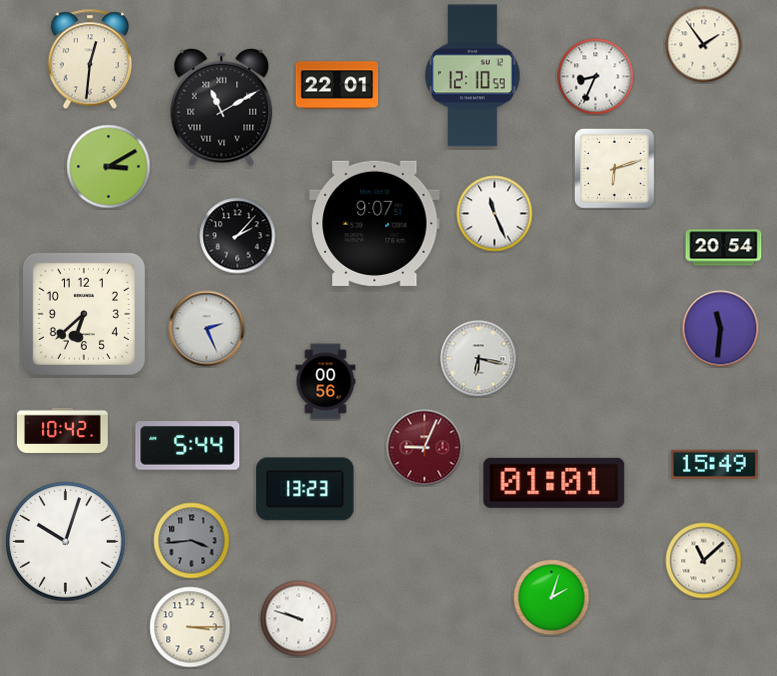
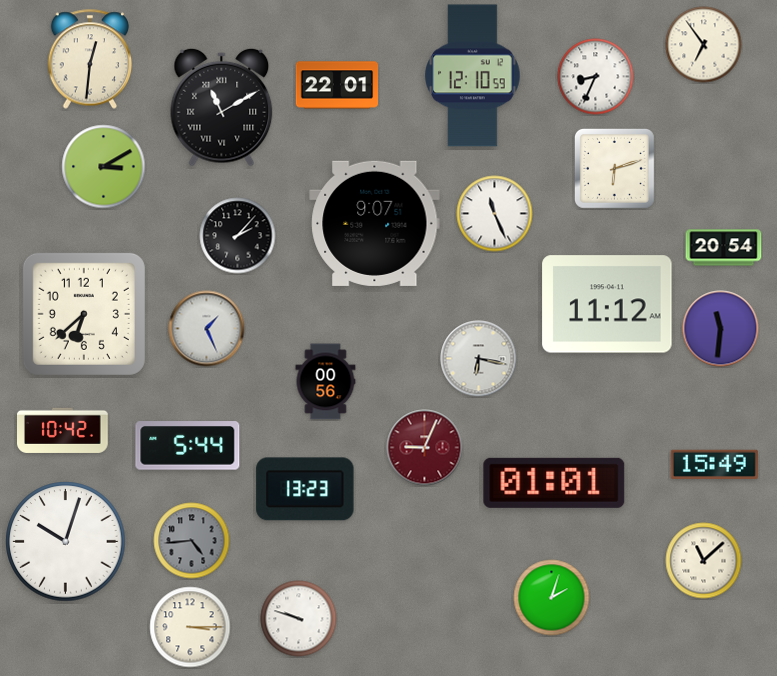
clock at (704, 45): 1:54 -> 6:54
clock at (109, 167) position: (109, 167) -> (104, 167)
clock at (607, 304): none -> 11:12
clock at (207, 329): 2:26 -> 1:26
clock at (192, 541): 3:44 -> 4:44
